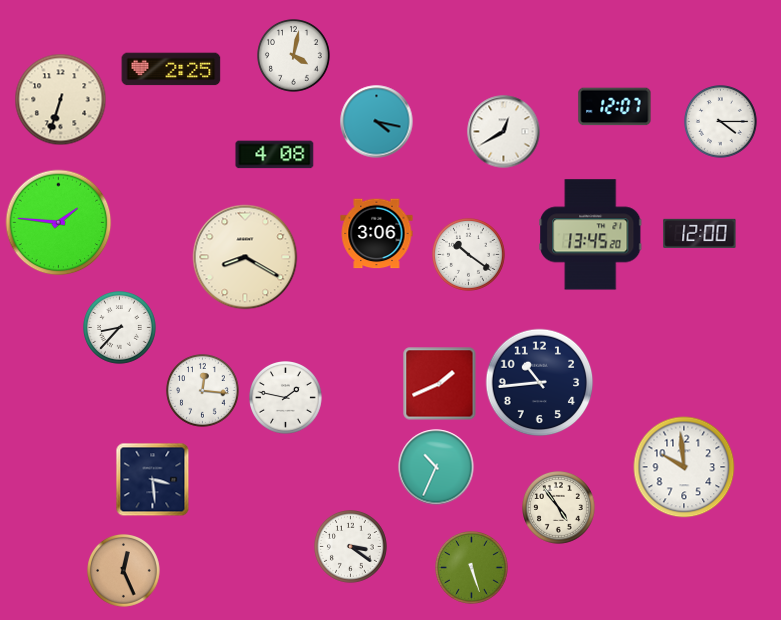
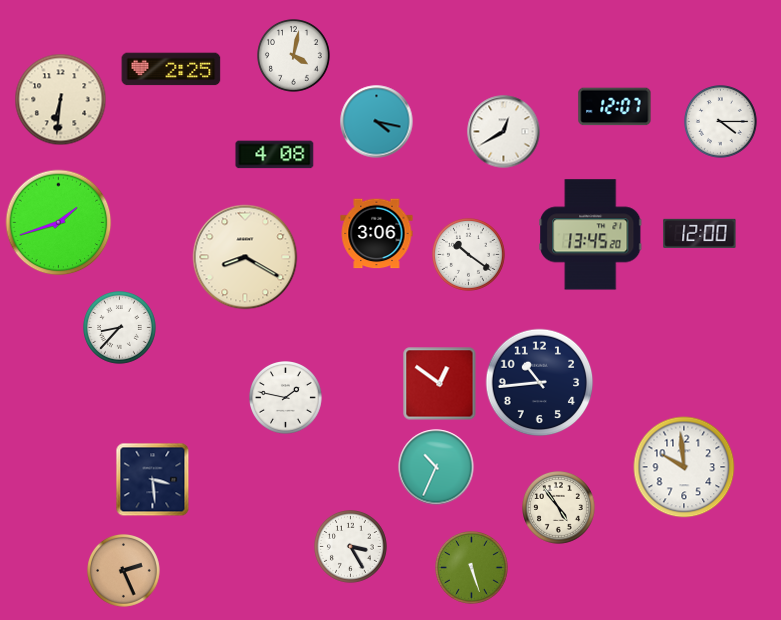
clock at (61, 100): 6:33 -> 6:31
clock at (59, 223): 1:46 -> 1:42
clock at (440, 384): 1:41 -> 12:51
clock at (203, 391): 12:16 -> none
clock at (351, 547): 3:21 -> 3:25
clock at (124, 571): 12:26 -> 2:26
